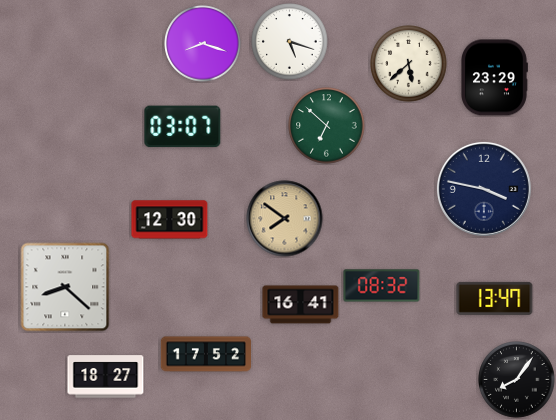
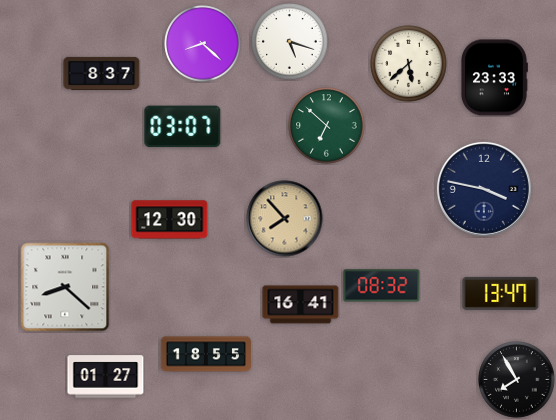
clock at (203, 44): 8:18 -> 8:22
clock at (102, 73): none -> 8:37
clock at (495, 78): 23:29 -> 23:33
clock at (285, 219): 7:51 -> 7:53
clock at (495, 298) position: (495, 298) -> (501, 293)
clock at (205, 354): 17:52 -> 18:55
clock at (106, 377): 18:27 -> 01:27
clock at (517, 380): 8:06 -> 7:55
